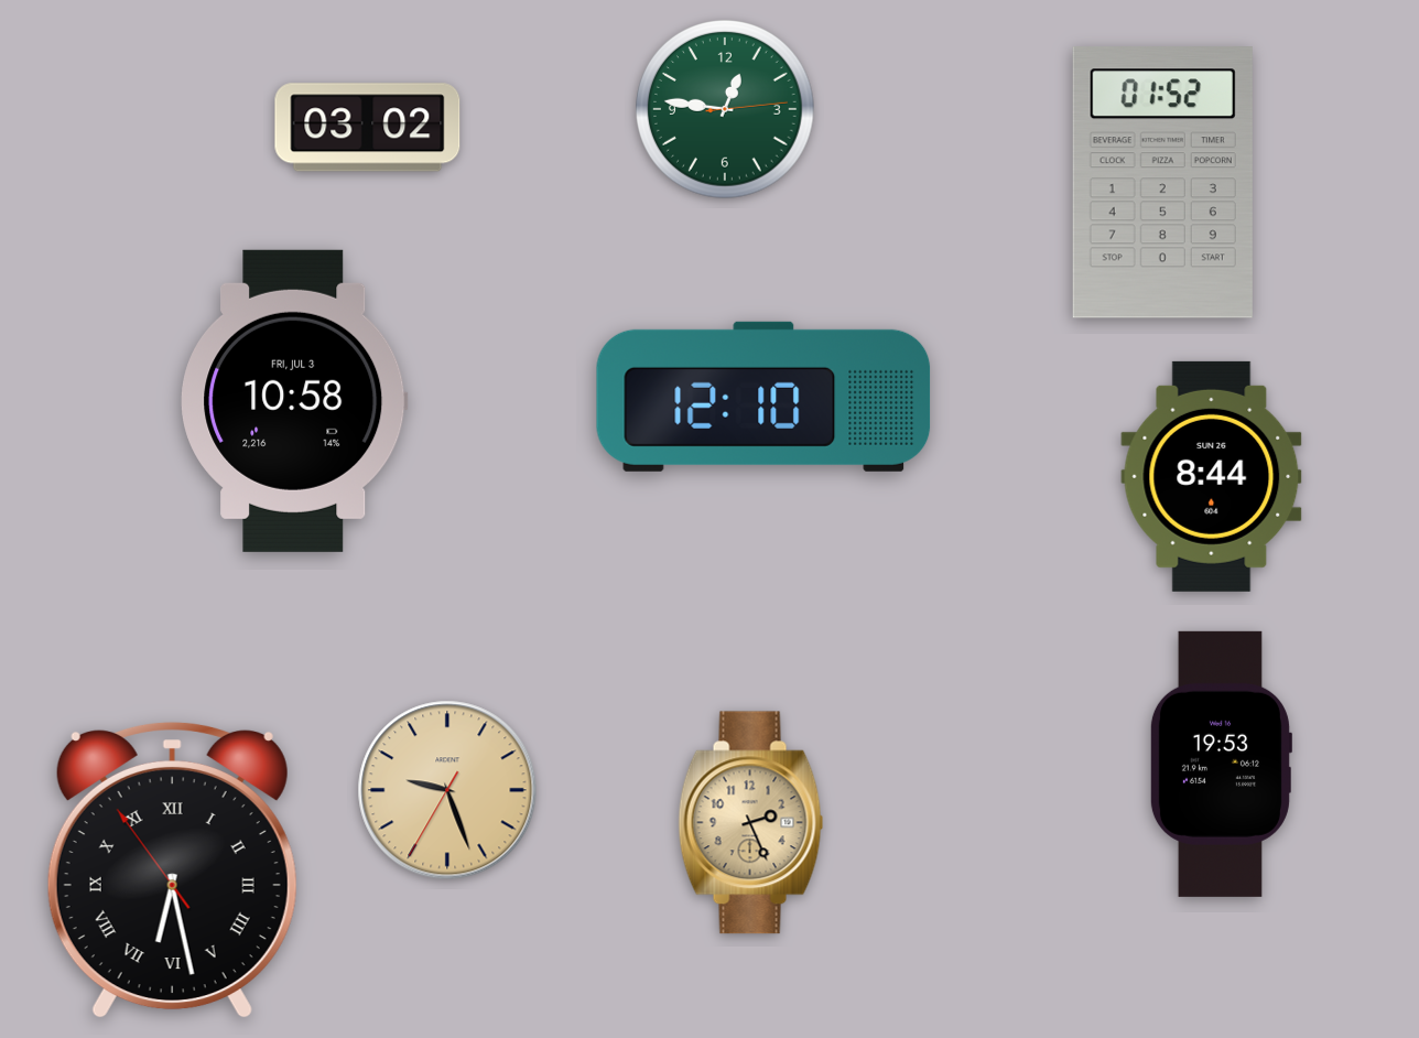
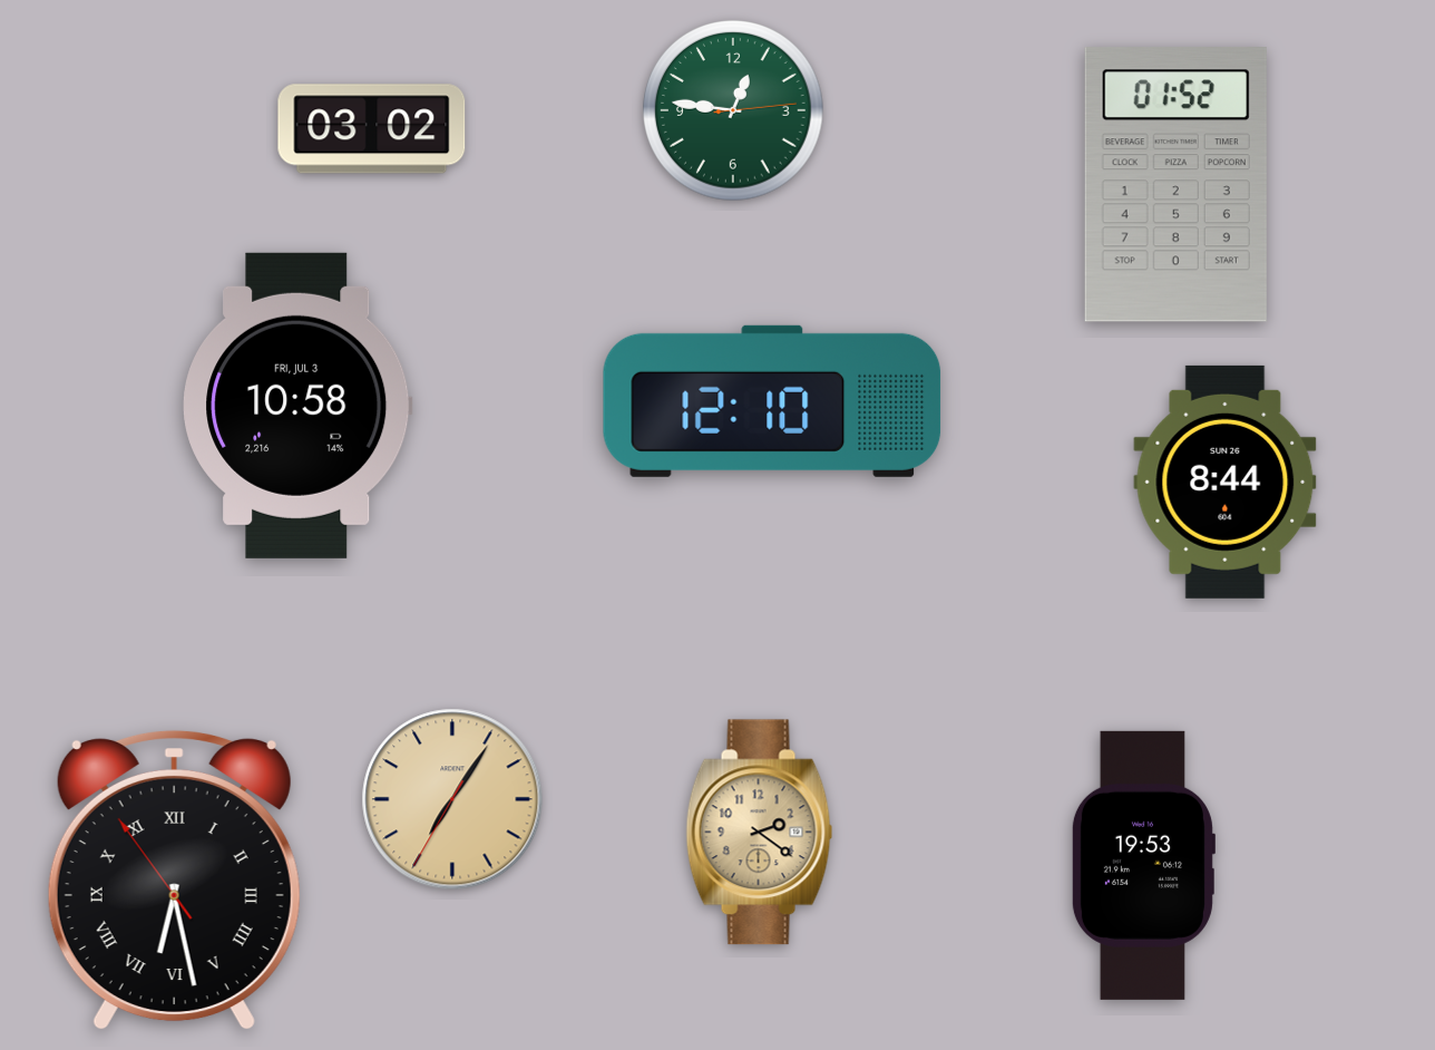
clock at (1221, 764) position: (1221, 764) -> (1143, 865)
clock at (447, 790): 9:26 -> 7:05
clock at (751, 823): 2:26 -> 2:21
